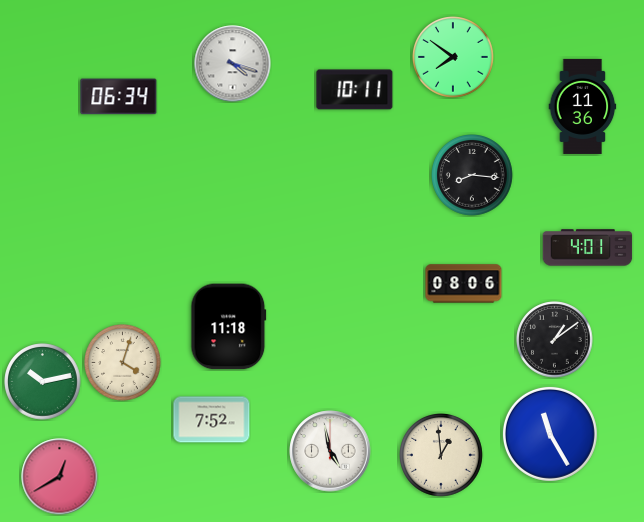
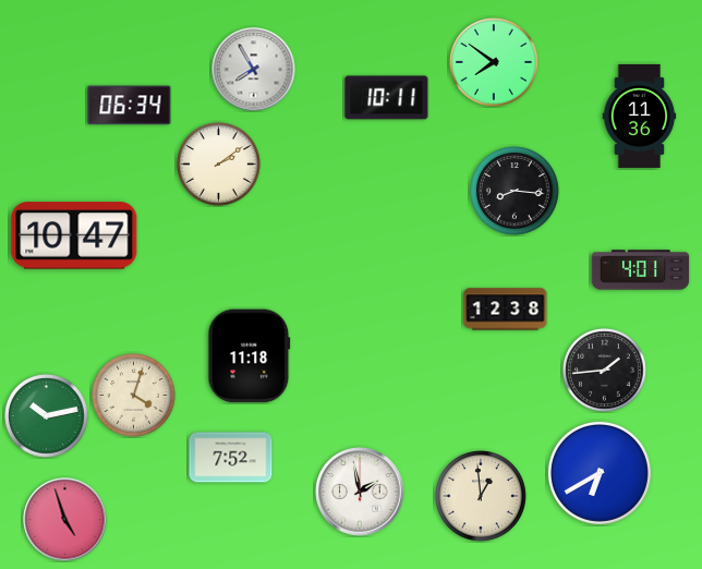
clock at (233, 64): 4:18 -> 7:55
clock at (583, 106) position: (583, 106) -> (640, 116)
clock at (219, 165): none -> 2:09
clock at (74, 235): none -> 10:47
clock at (464, 284): 08:06 -> 12:38
clock at (555, 340): 1:09 -> 1:44
clock at (550, 434): 11:25 -> 6:40
clock at (330, 451): 4:58 -> 1:58
clock at (60, 477): 12:40 -> 4:57
